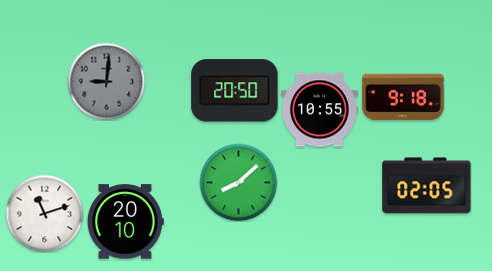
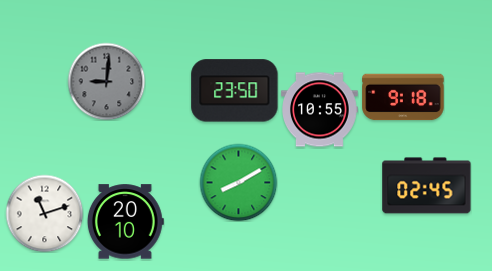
clock at (235, 91): 20:50 -> 23:50
clock at (238, 182): 8:08 -> 8:10
clock at (427, 186): 02:05 -> 02:45
